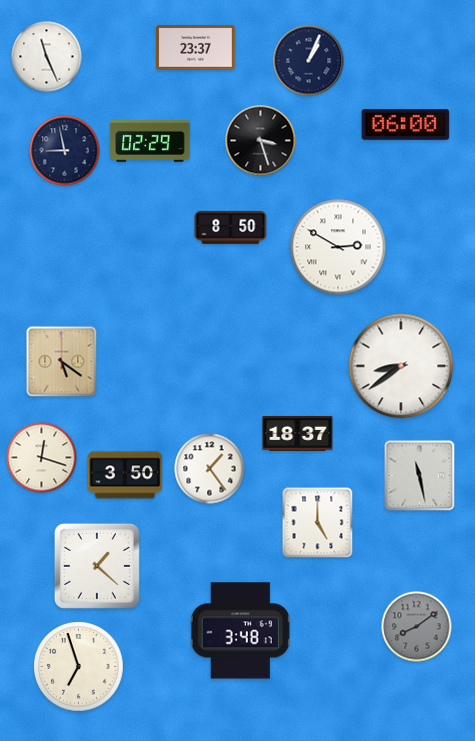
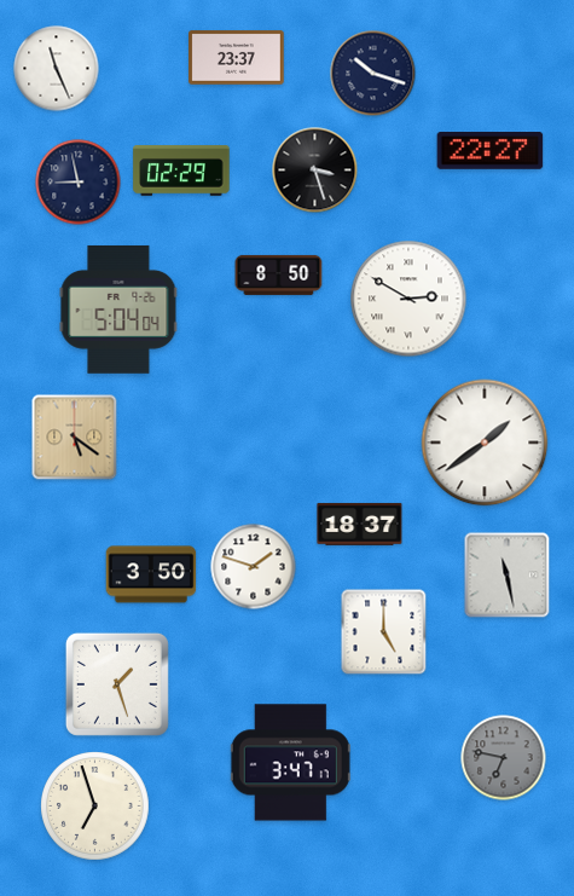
clock at (309, 61): 1:04 -> 10:18
clock at (406, 125): 06:00 -> 22:27
clock at (118, 310): none -> 5:04
clock at (401, 366): 8:39 -> 1:39
clock at (42, 458): 12:18 -> none
clock at (210, 469): 1:24 -> 1:48
clock at (97, 566): 1:22 -> 1:27
clock at (417, 627): 8:09 -> 6:47
clock at (240, 631): 3:48 -> 3:47
